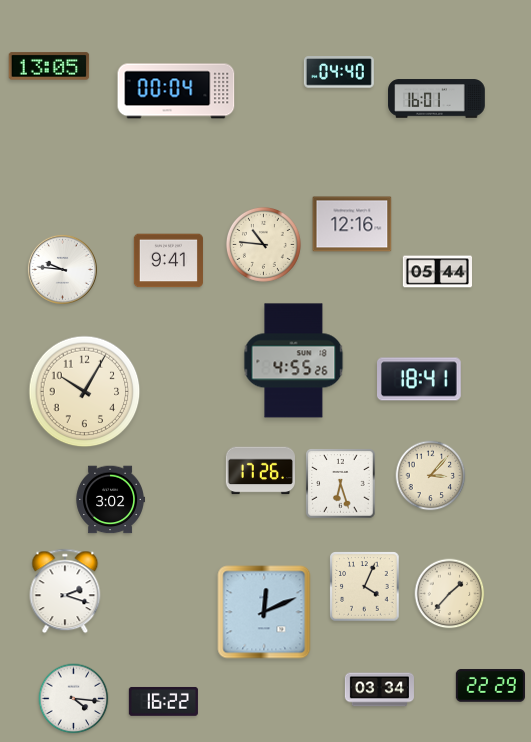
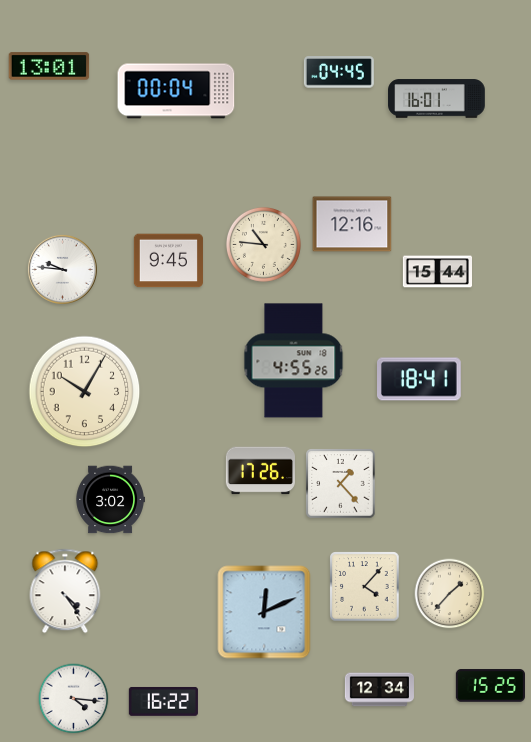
clock at (49, 66): 13:05 -> 13:01
clock at (339, 72): 04:40 -> 04:45
clock at (168, 261): 9:41 -> 9:45
clock at (437, 272): 05:44 -> 15:44
clock at (431, 476): 3:07 -> none
clock at (341, 484): 6:27 -> 1:23
clock at (365, 587): 4:04 -> 4:07
clock at (65, 591): 2:18 -> 4:24
clock at (490, 686): 22:29 -> 15:25
clock at (379, 690): 03:34 -> 12:34
